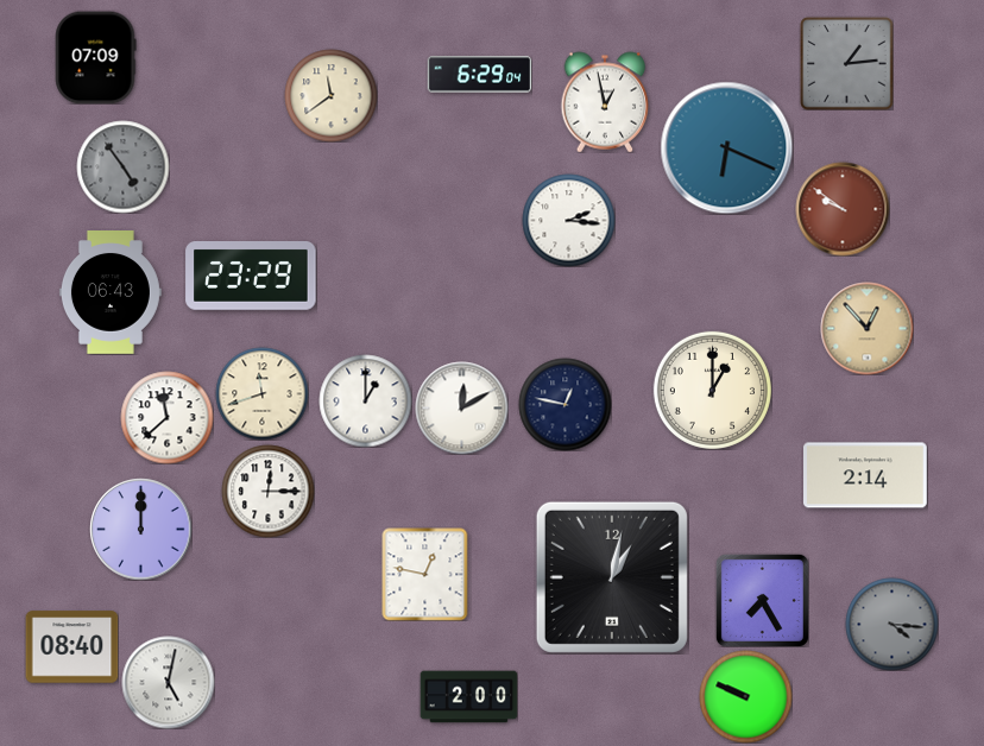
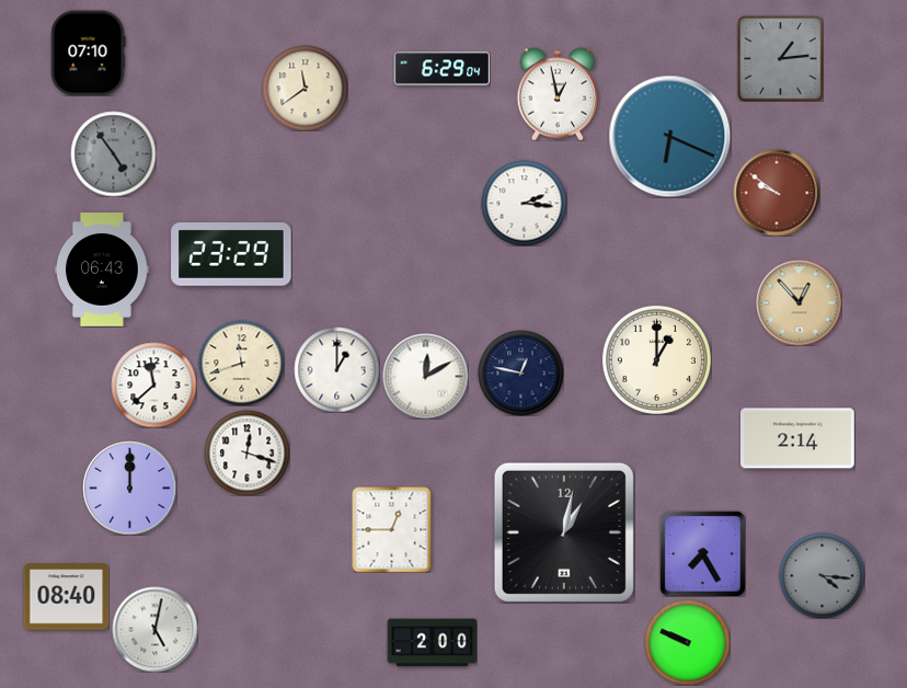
clock at (95, 57): 07:09 -> 07:10
clock at (267, 491): 12:15 -> 12:18
clock at (425, 574): 12:47 -> 12:45
